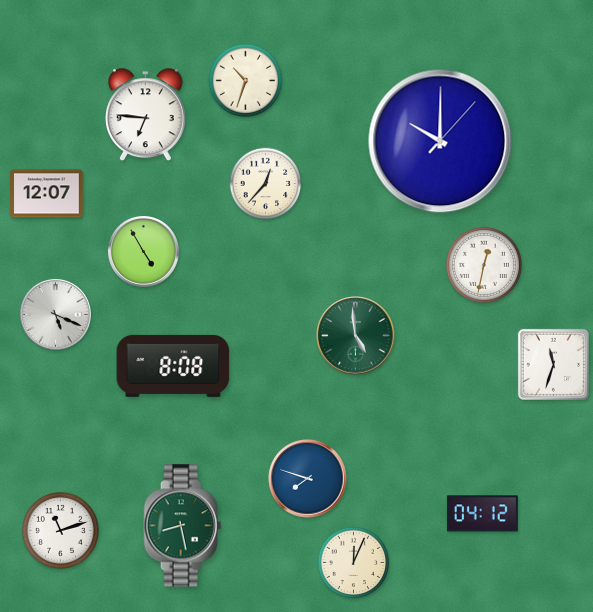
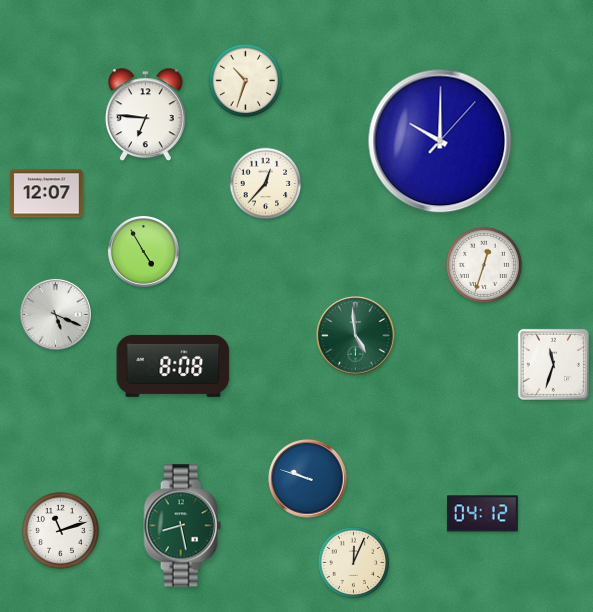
clock at (484, 265): 12:32 -> 12:33
clock at (308, 479): 7:48 -> 9:48
